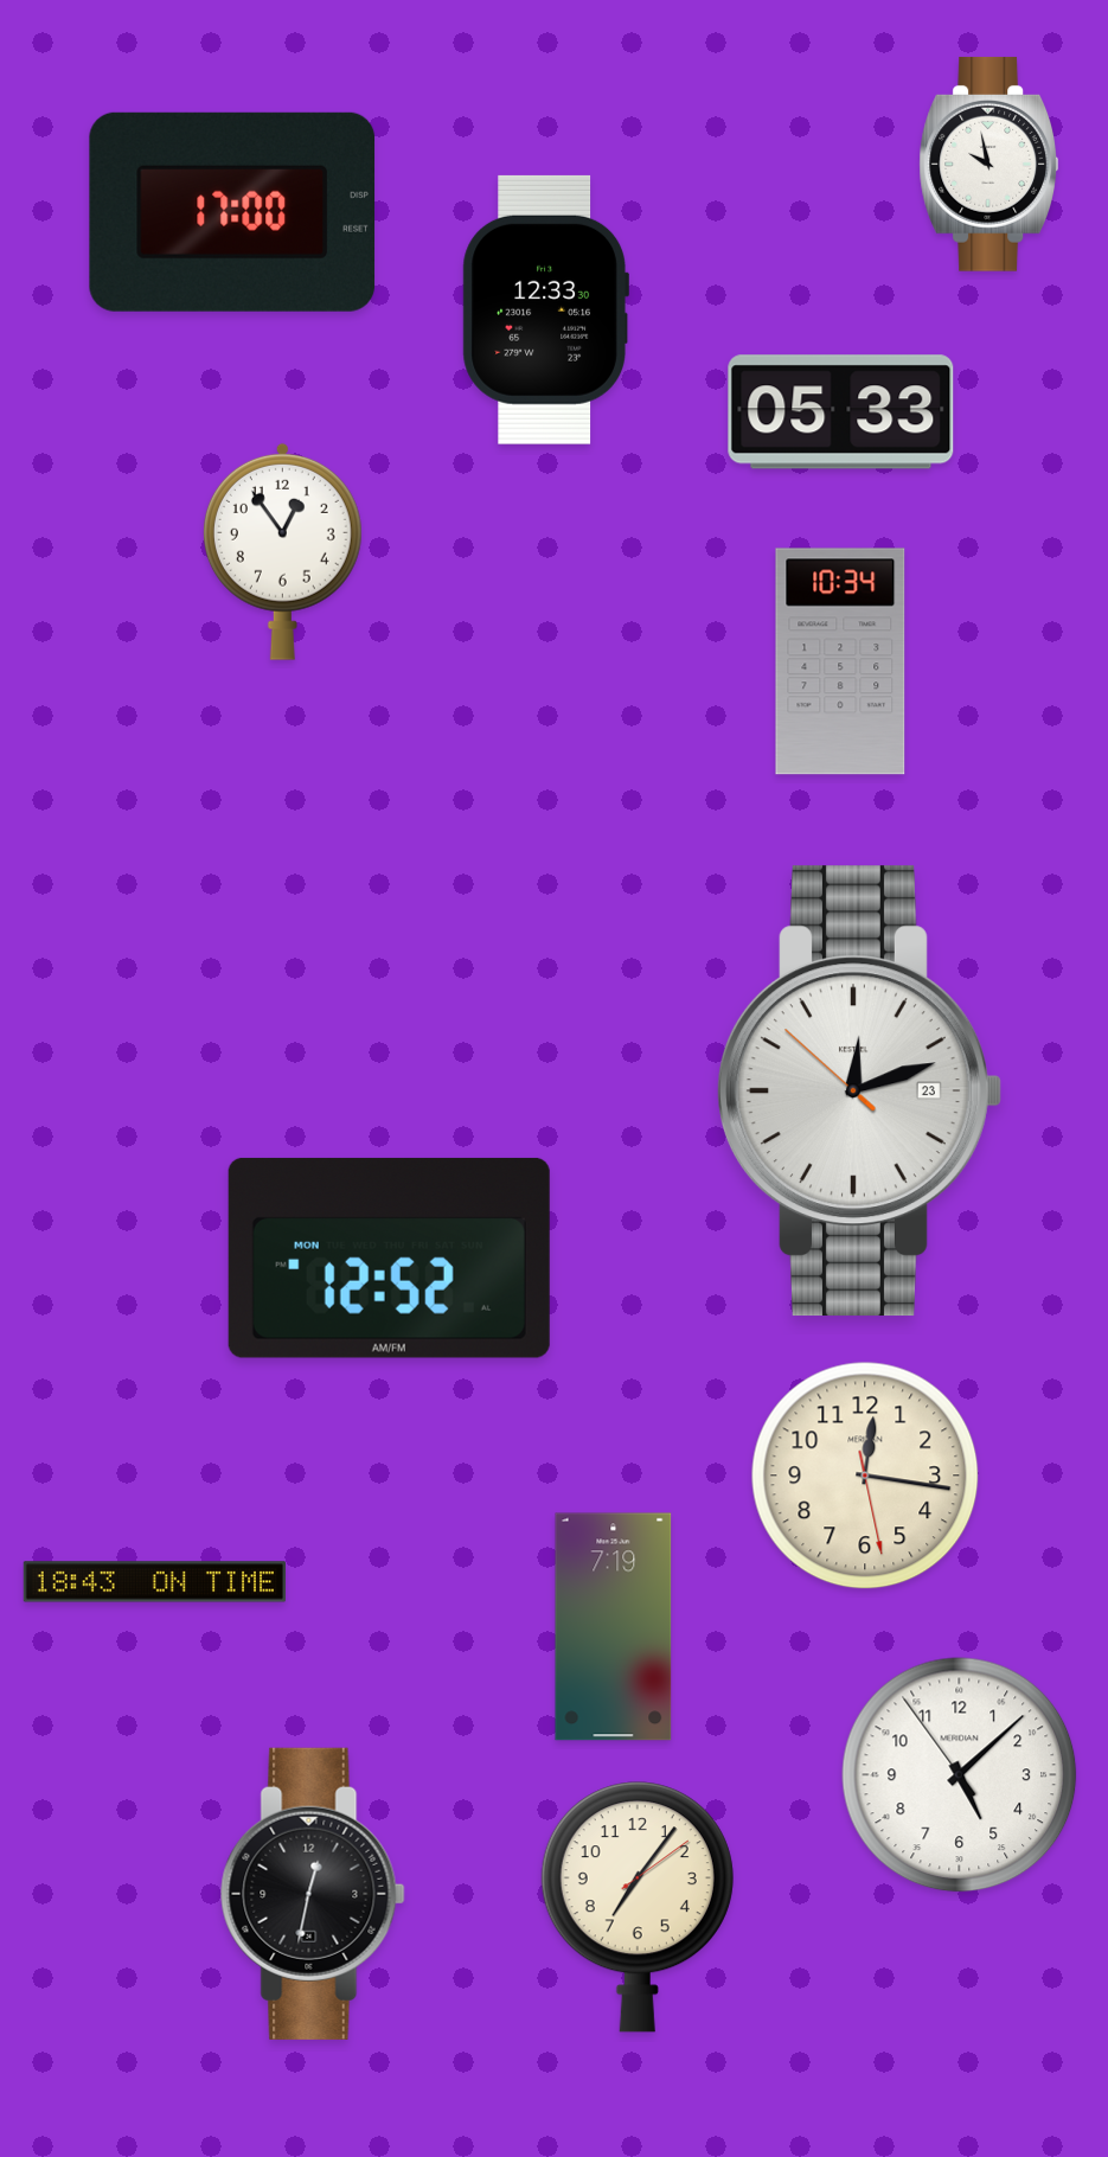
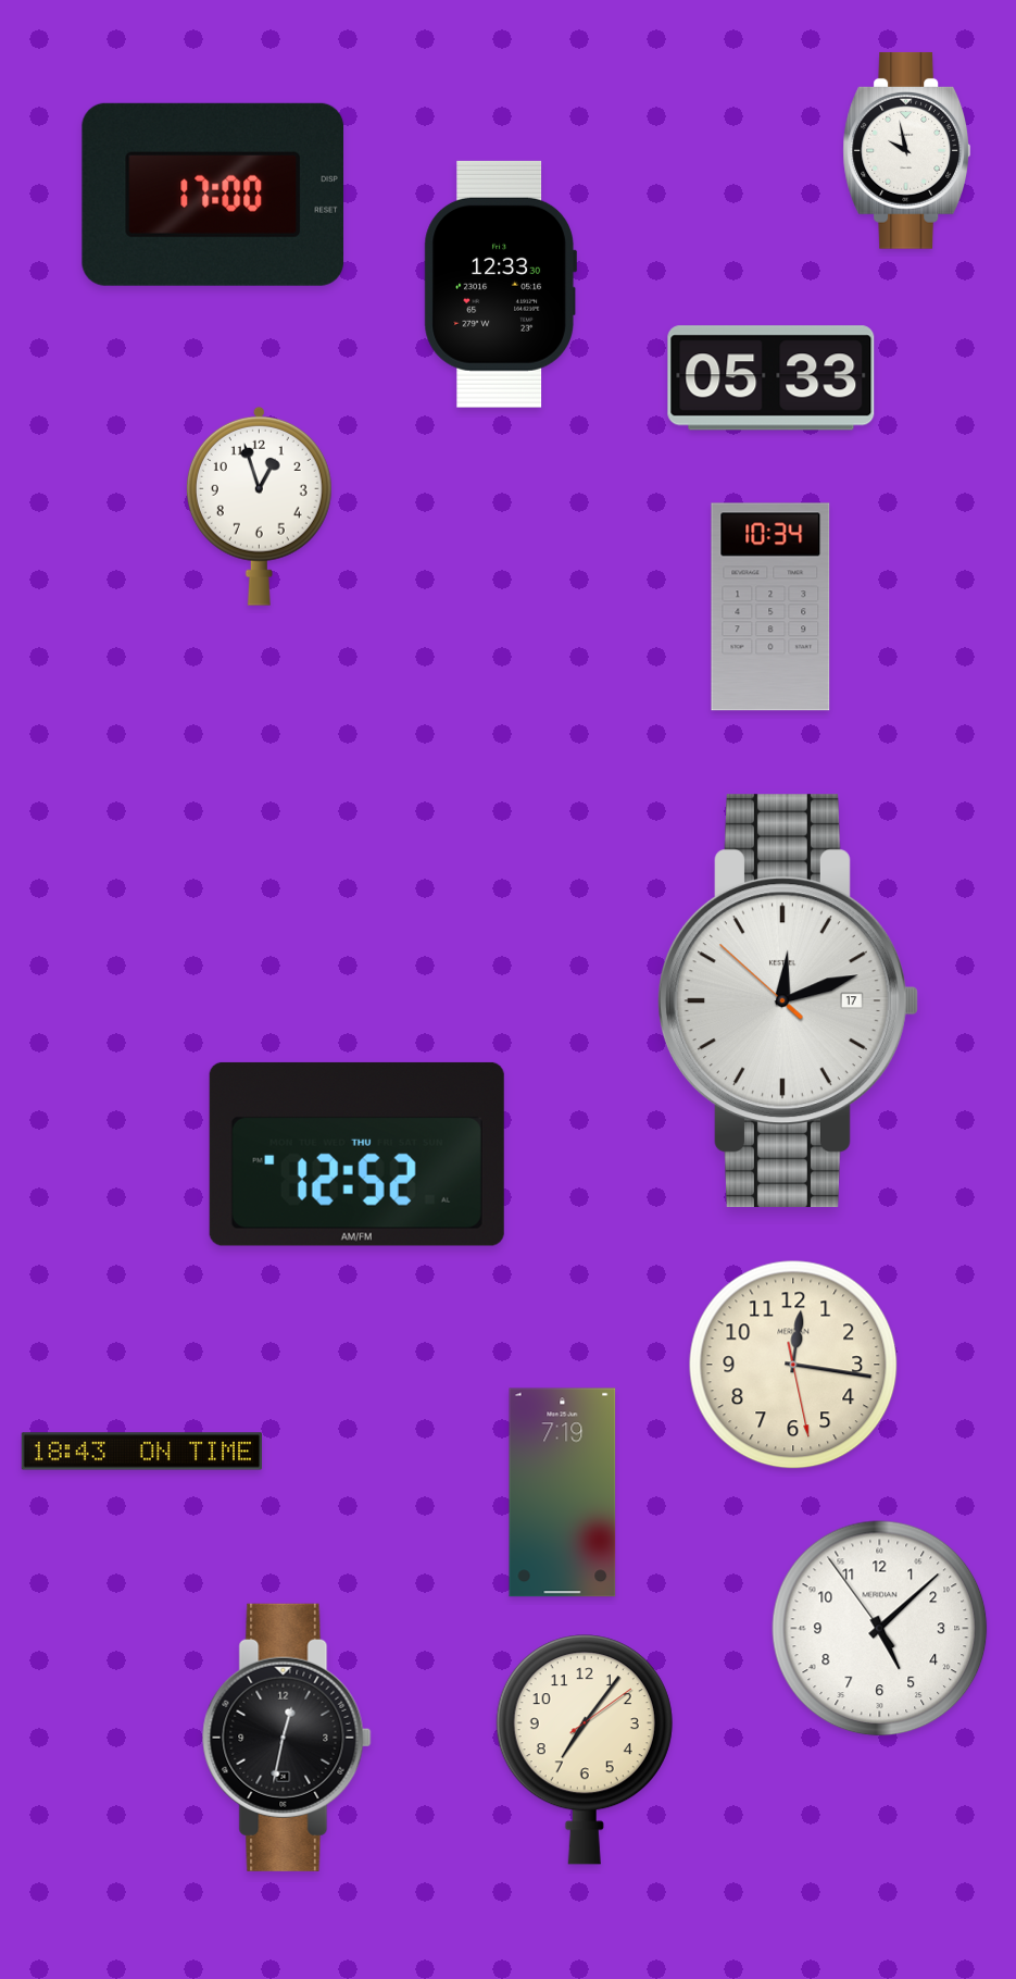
clock at (282, 551): 12:54 -> 12:57
clock at (860, 1092) date: 23 -> 17
clock at (389, 1257) date: MON -> THU
clock at (865, 1476) position: (865, 1476) -> (793, 1365)
